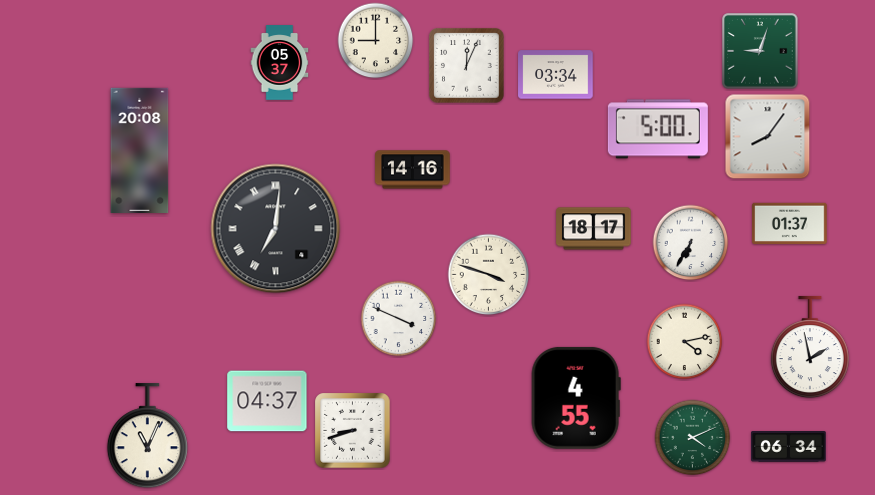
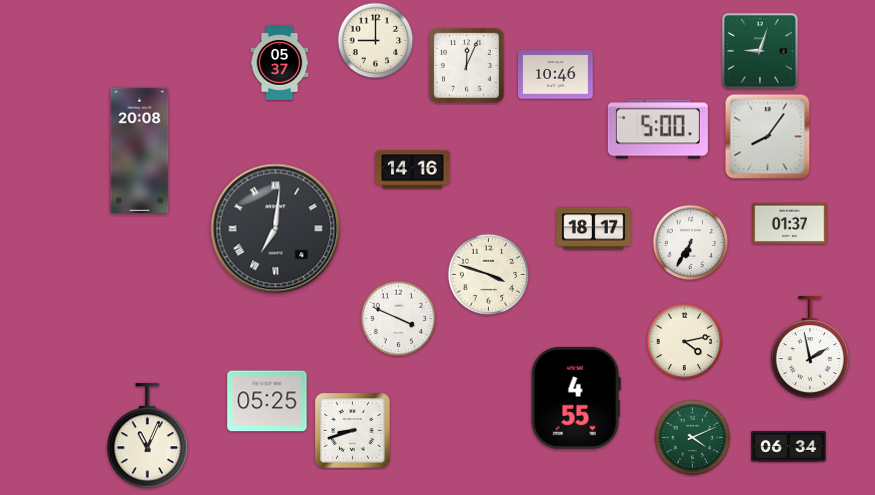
clock at (556, 75): 03:34 -> 10:46
clock at (267, 401): 04:37 -> 05:25
